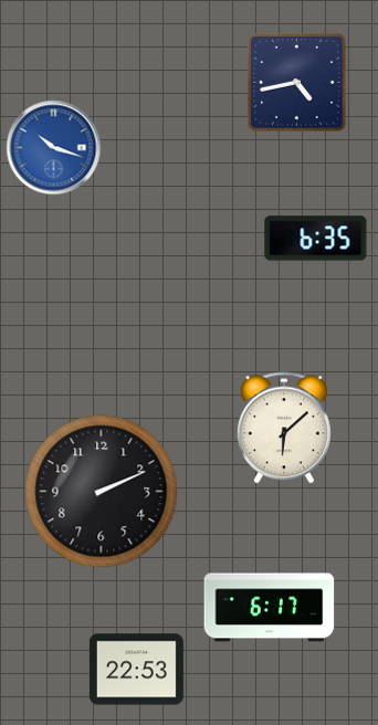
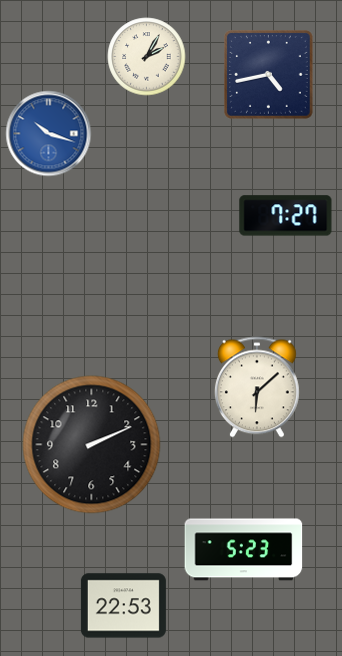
clock at (147, 57): none -> 2:05
clock at (316, 239): 6:35 -> 7:27
clock at (270, 608): 6:17 -> 5:23
